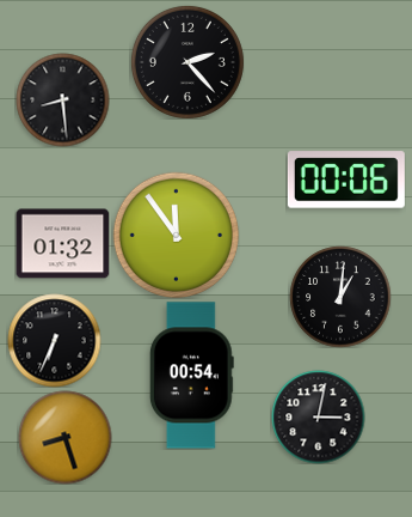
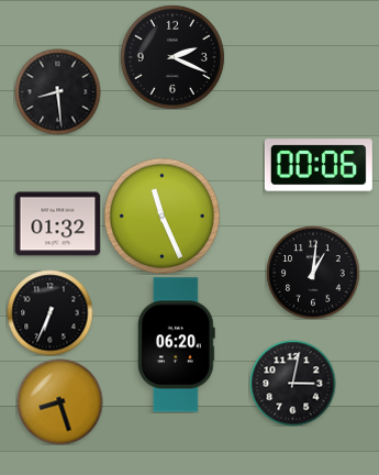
clock at (187, 62): 2:23 -> 2:19
clock at (176, 235): 11:54 -> 11:26
clock at (191, 376): 00:54 -> 06:20
